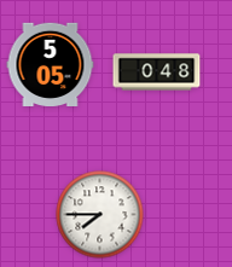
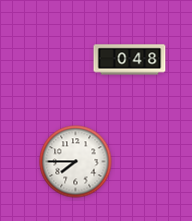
clock at (51, 64): 5:05 -> none
clock at (100, 215) position: (100, 215) -> (76, 162)
